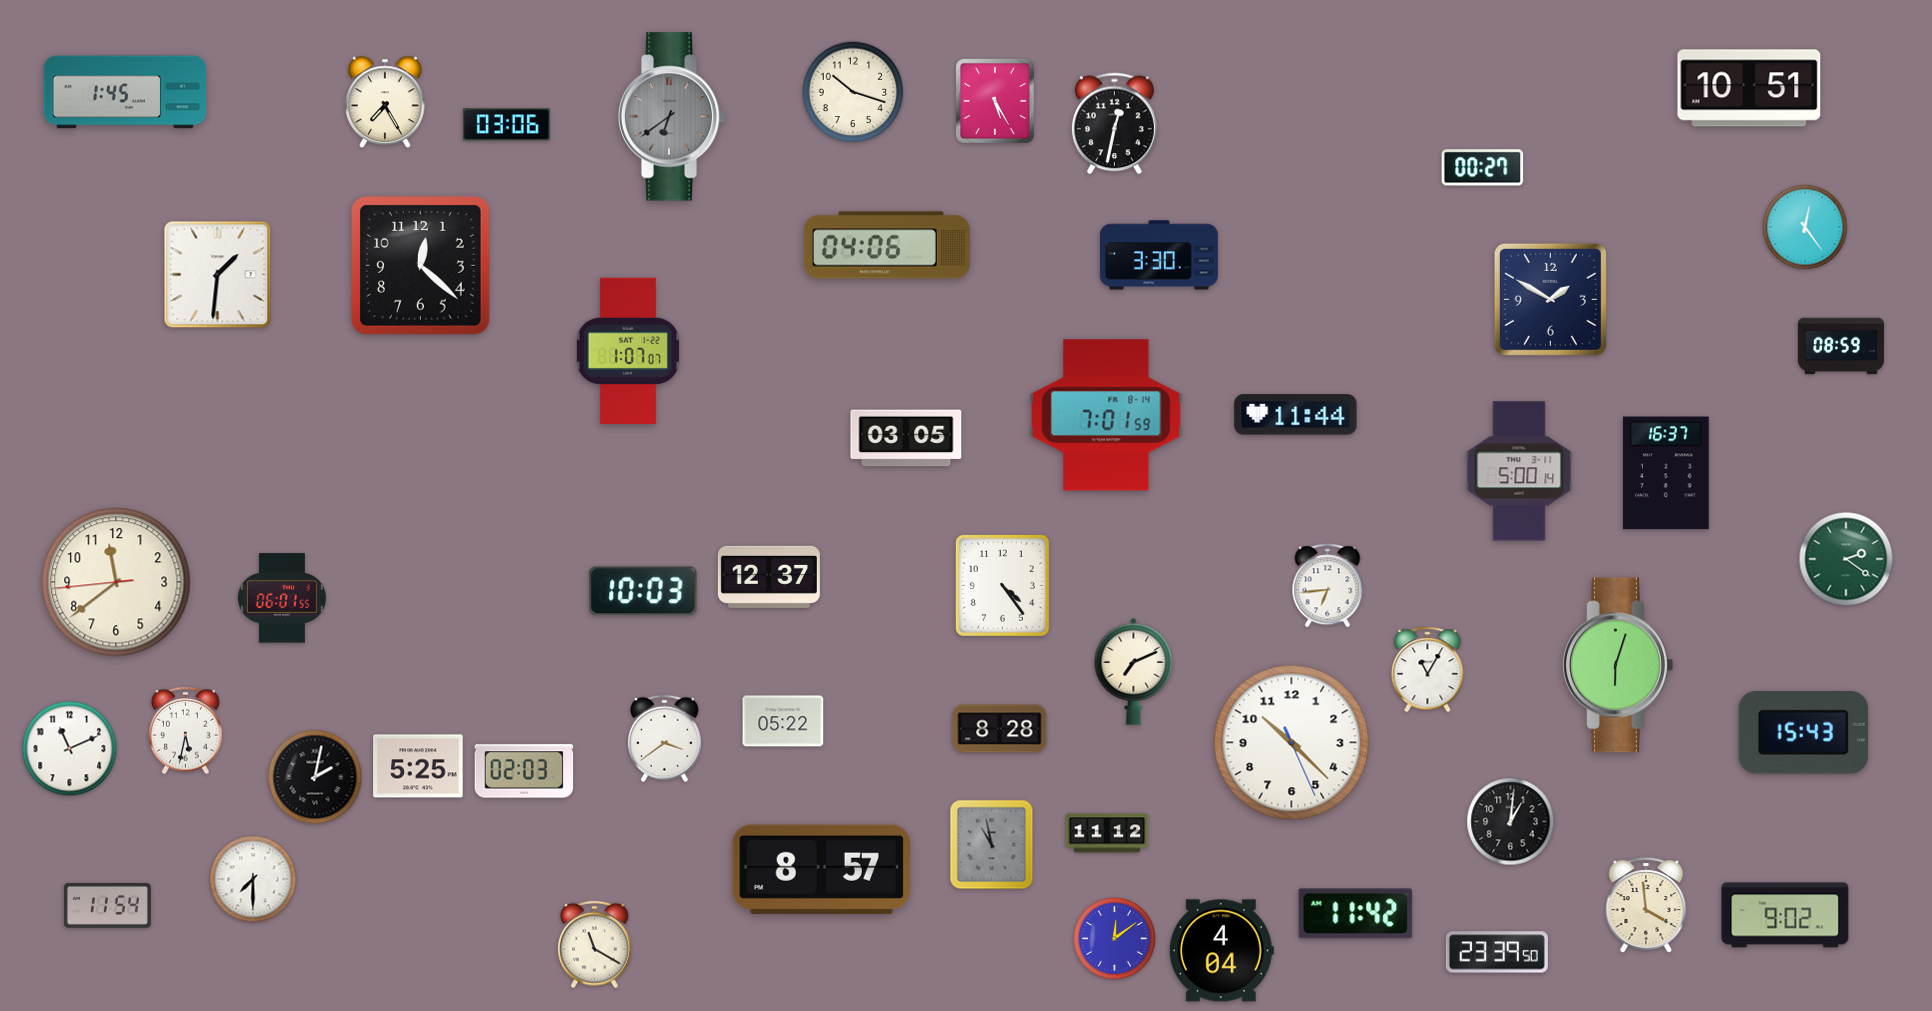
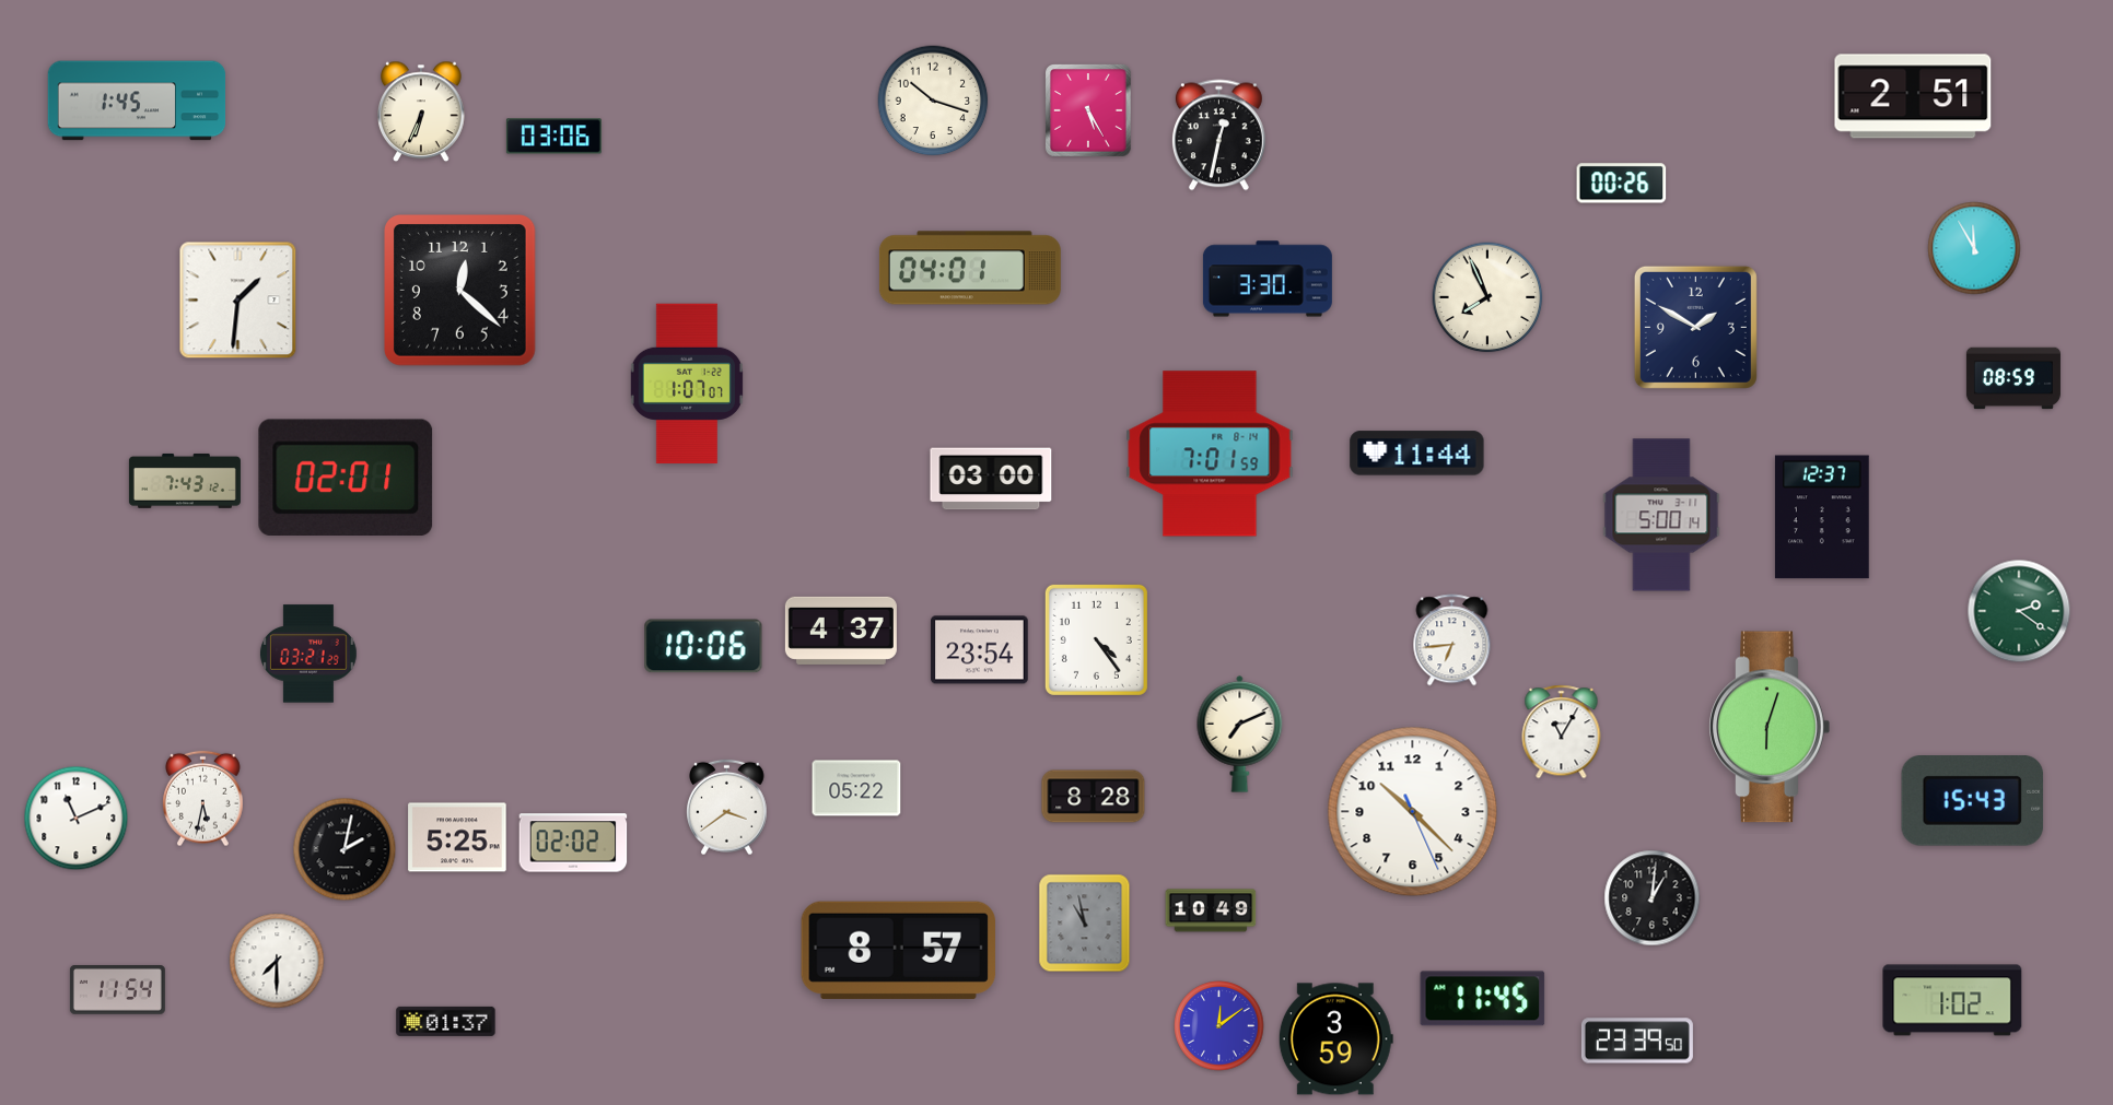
clock at (1749, 88): 10:51 -> 2:51
clock at (385, 102): 7:25 -> 6:34
clock at (672, 117): 6:39 -> none
clock at (1483, 168): 00:27 -> 00:26
clock at (1805, 227): 12:24 -> 11:55
clock at (887, 245): 04:06 -> 04:01
clock at (1487, 297): none -> 7:56
clock at (346, 477): none -> 02:01
clock at (906, 438): 03:05 -> 03:00
clock at (185, 481): none -> 7:43
clock at (1666, 473): 16:37 -> 12:37
clock at (769, 577): 12:37 -> 4:37
clock at (116, 582): 11:38 -> none
clock at (643, 591): 10:03 -> 10:06
clock at (980, 650): none -> 23:54
clock at (282, 598): 06:01 -> 03:21
clock at (524, 771): 02:03 -> 02:02
clock at (1107, 833): 11:12 -> 10:49
clock at (1646, 905): 3:59 -> none
clock at (1356, 914): 11:42 -> 11:45
clock at (1785, 915): 9:02 -> 1:02
clock at (446, 1021): none -> 01:37
clock at (595, 945): 11:20 -> none
clock at (1221, 951): 4:04 -> 3:59
